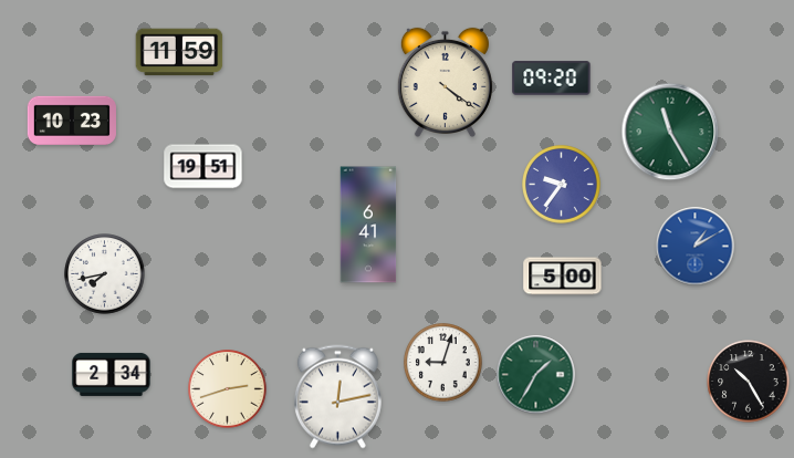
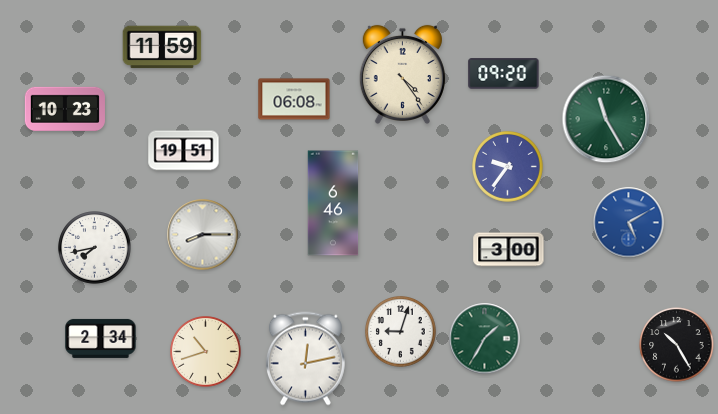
clock at (552, 79) position: (552, 79) -> (504, 74)
clock at (445, 83): 4:21 -> 4:24
clock at (294, 99): none -> 06:08
clock at (368, 225): 6:41 -> 6:46
clock at (696, 247): 1:10 -> 5:10
clock at (203, 235): none -> 8:15
clock at (563, 277): 5:00 -> 3:00
clock at (443, 363) position: (443, 363) -> (401, 332)
clock at (228, 389): 2:42 -> 10:42
